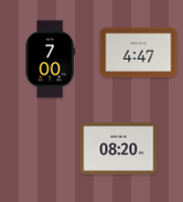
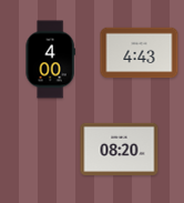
clock at (139, 53): 4:47 -> 4:43
clock at (50, 60): 7:00 -> 4:00
